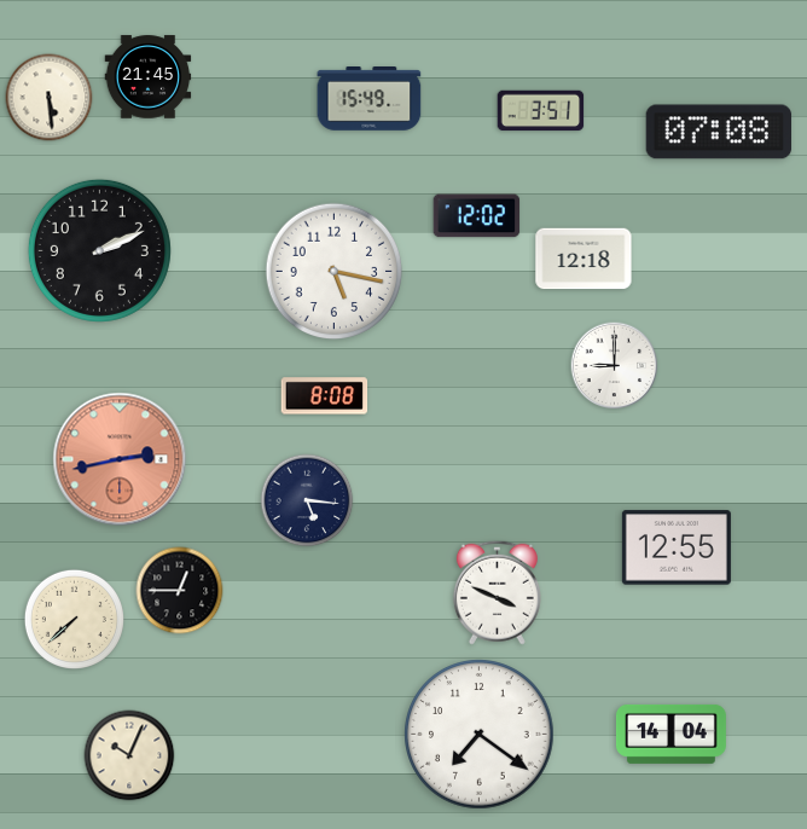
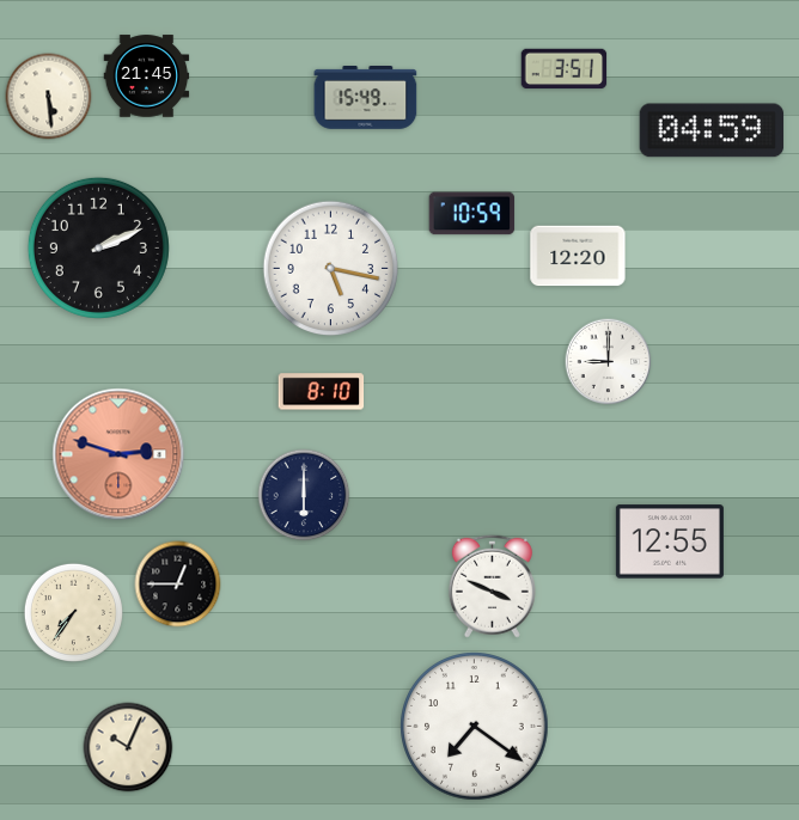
clock at (541, 111) position: (541, 111) -> (565, 69)
clock at (719, 132): 07:08 -> 04:59
clock at (477, 216): 12:02 -> 10:59
clock at (584, 259): 12:18 -> 12:20
clock at (325, 396): 8:08 -> 8:10
clock at (120, 459): 2:43 -> 2:48
clock at (307, 500): 5:16 -> 6:00
clock at (74, 619): 7:38 -> 7:36
clock at (670, 734): 14:04 -> none
